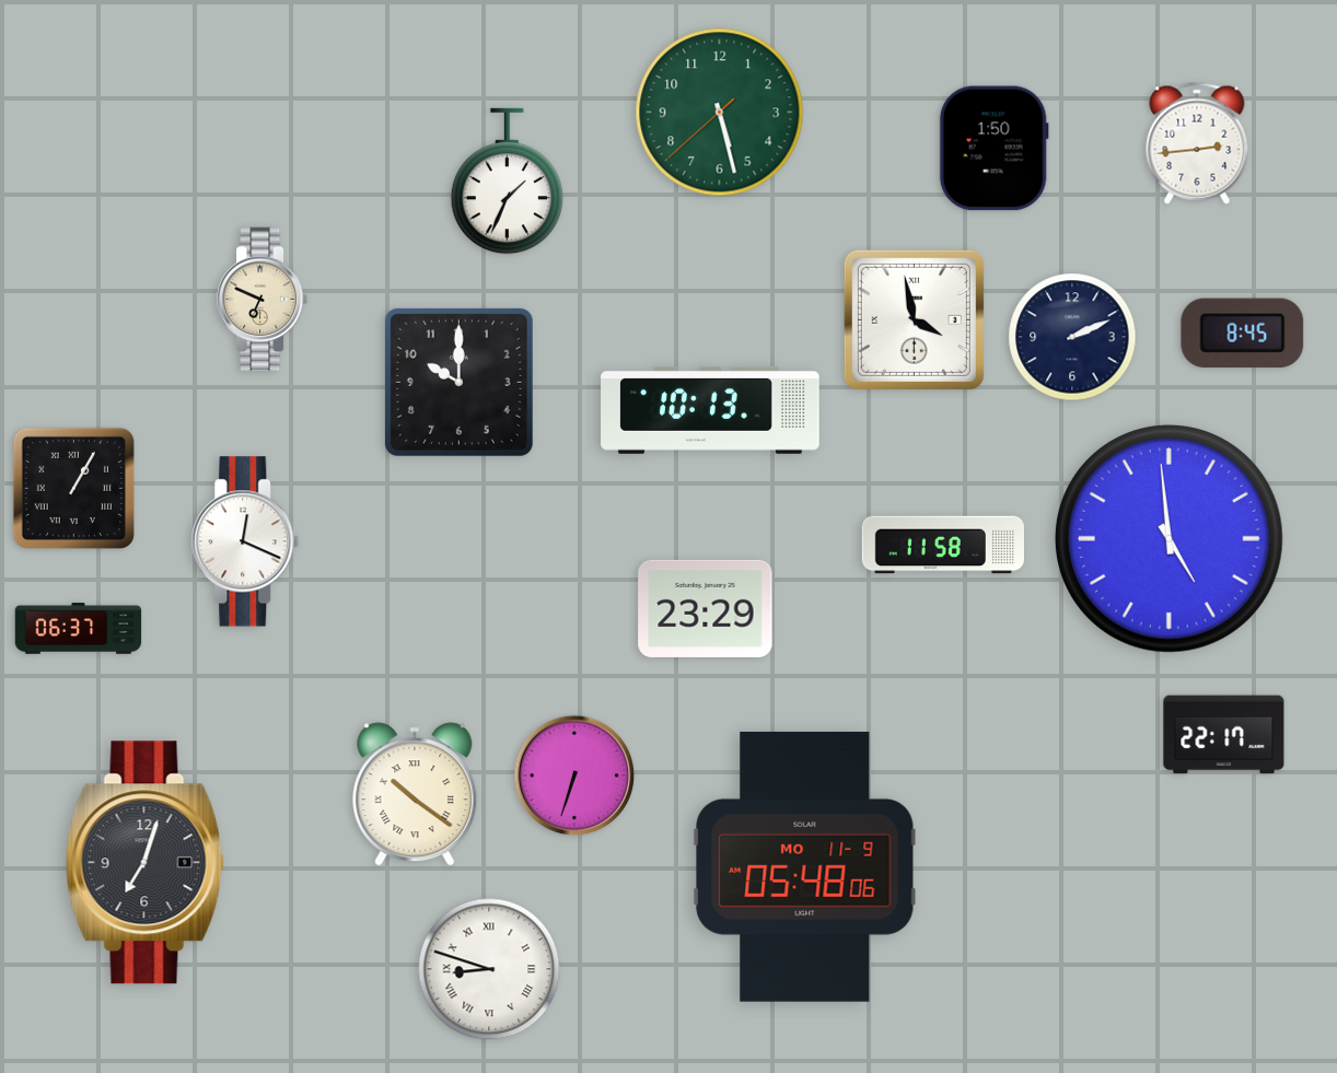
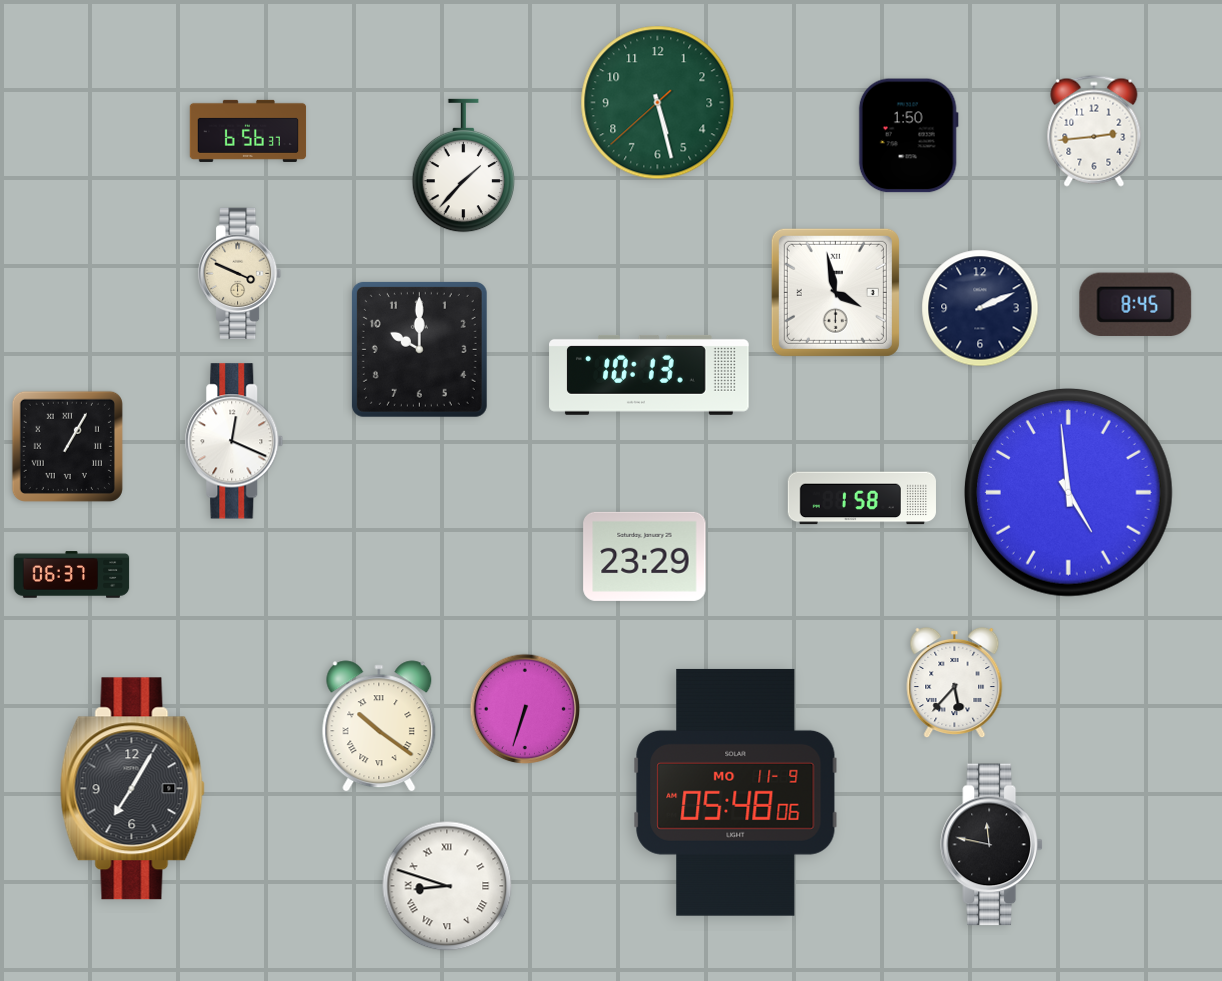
clock at (248, 131): none -> 6:56
clock at (507, 182): 1:34 -> 1:37
clock at (263, 300): 6:49 -> 3:49
clock at (245, 541) position: (245, 541) -> (234, 441)
clock at (943, 545): 11:58 -> 1:58
clock at (1224, 735): 22:17 -> none
clock at (955, 683): none -> 5:37
clock at (144, 863): 7:03 -> 7:05
clock at (992, 845): none -> 11:47
